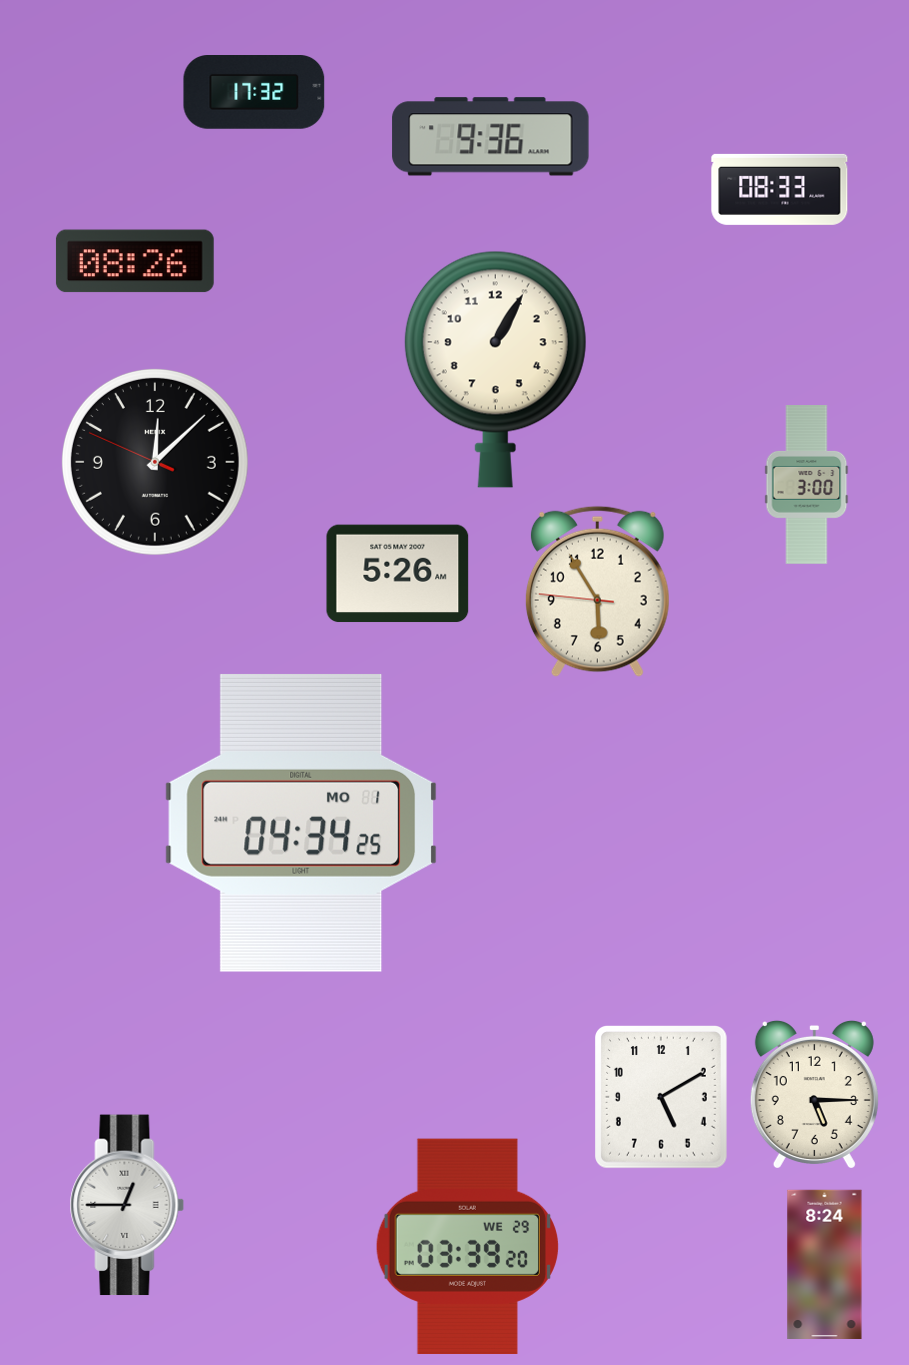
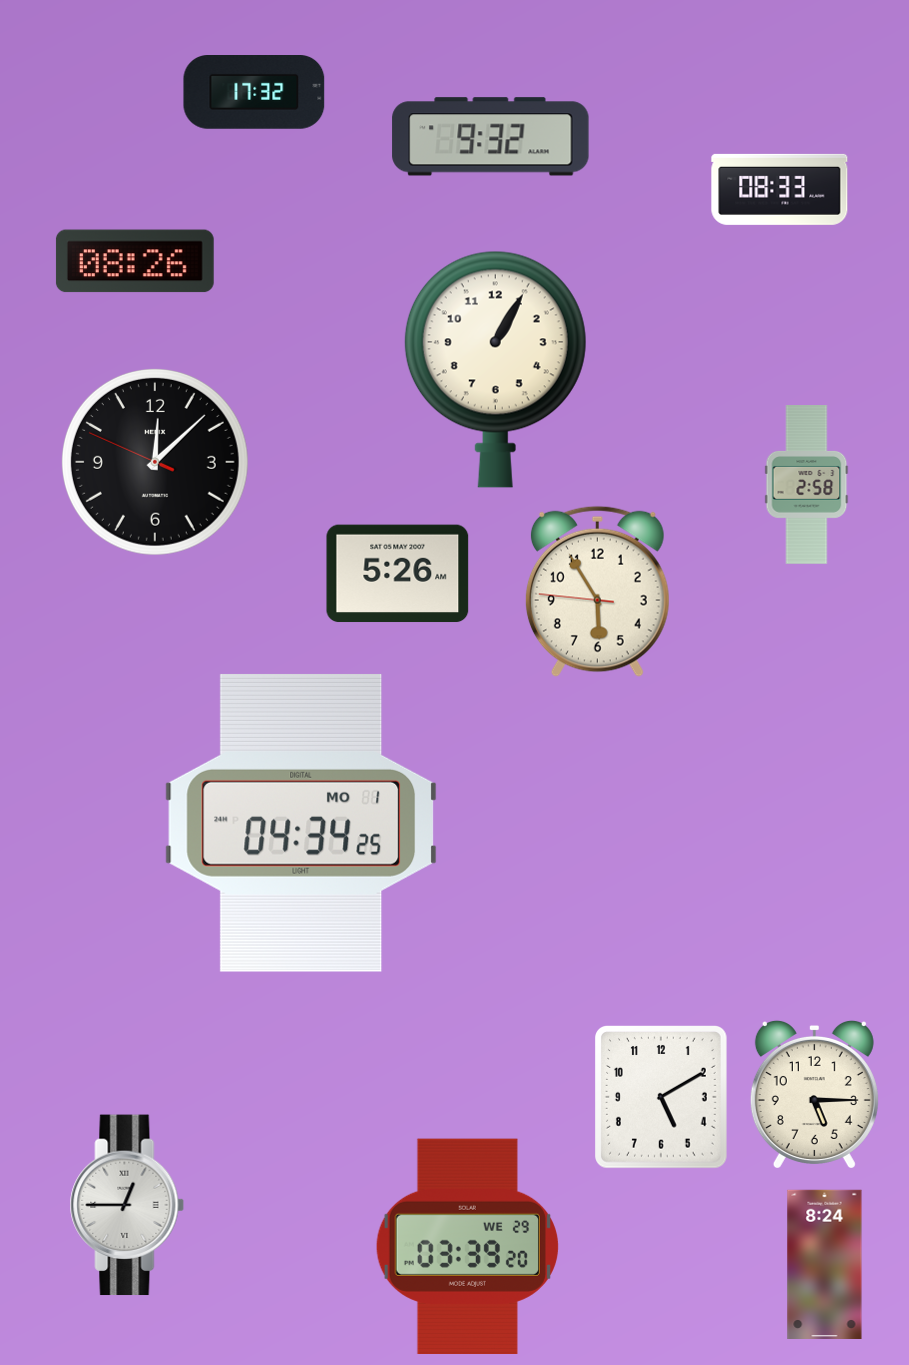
clock at (491, 137): 9:36 -> 9:32
clock at (807, 485): 3:00 -> 2:58
